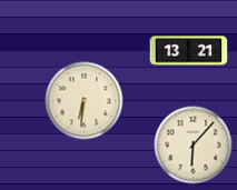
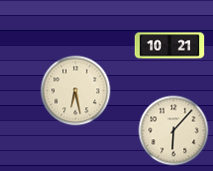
clock at (189, 51): 13:21 -> 10:21
clock at (85, 101): 6:31 -> 6:28
